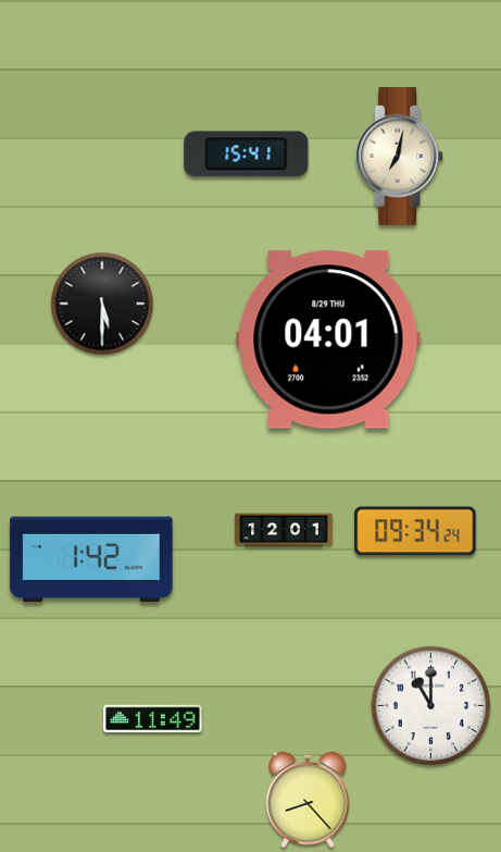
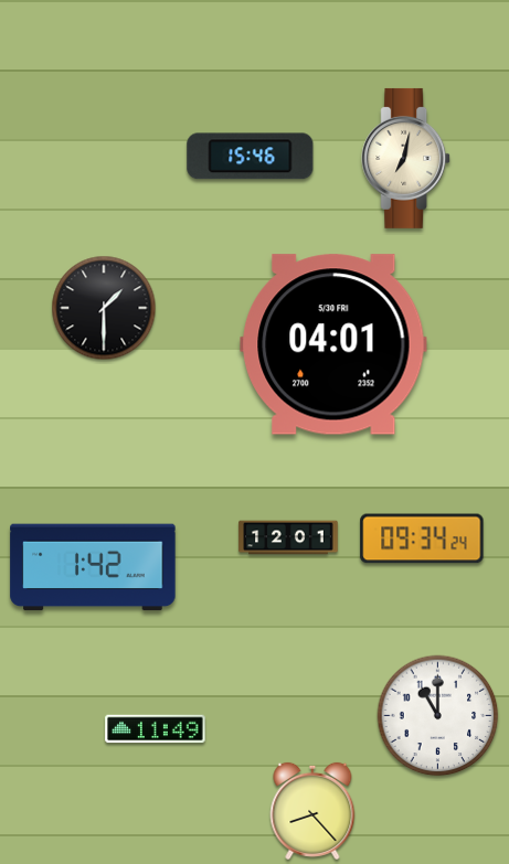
clock at (247, 155): 15:41 -> 15:46
clock at (102, 304): 5:30 -> 1:30
clock at (328, 339) date: 8/29 THU -> 5/30 FRI
